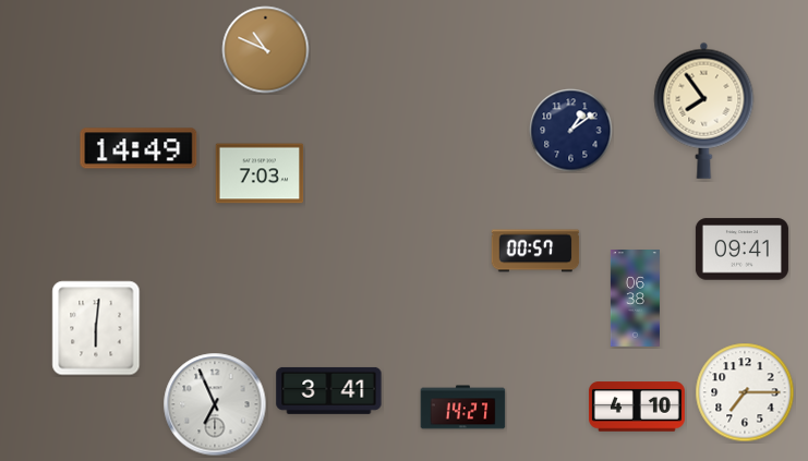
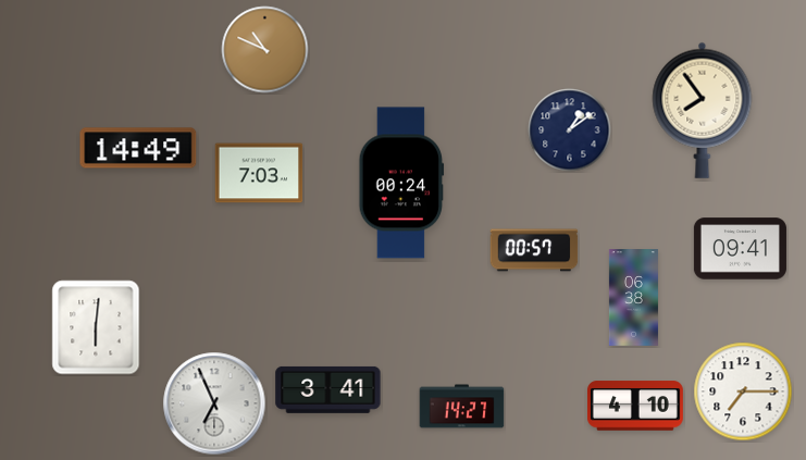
clock at (401, 183): none -> 00:24
